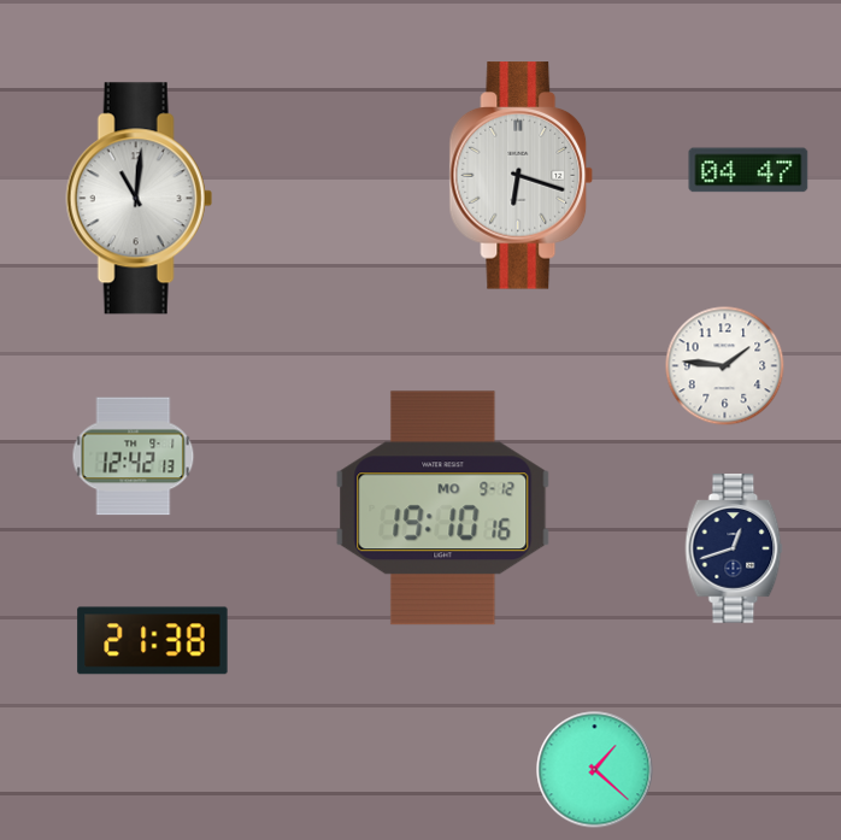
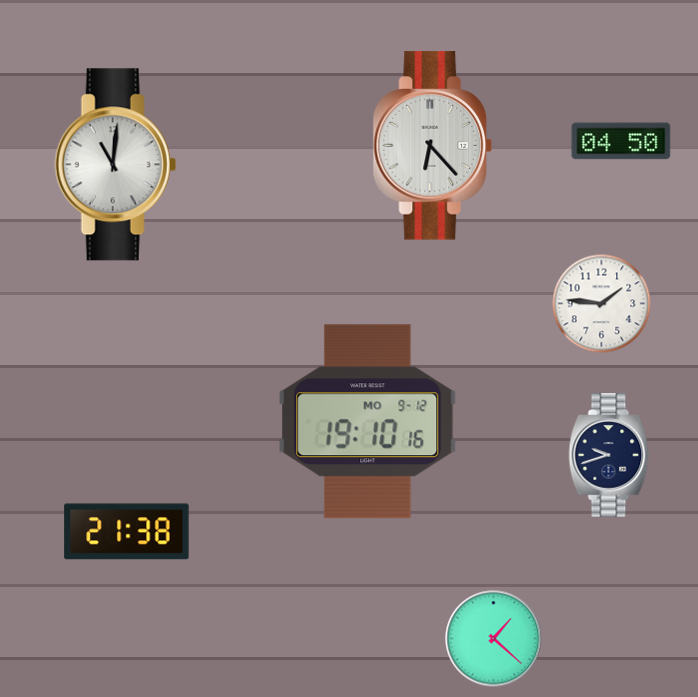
clock at (748, 170): 04:47 -> 04:50
clock at (522, 176): 6:18 -> 6:23
clock at (134, 457): 12:42 -> none
clock at (734, 548): 12:42 -> 9:42
